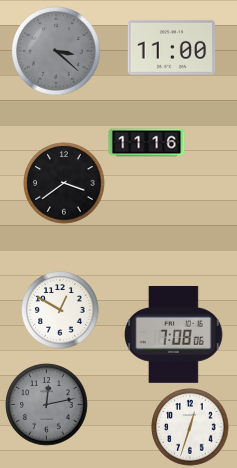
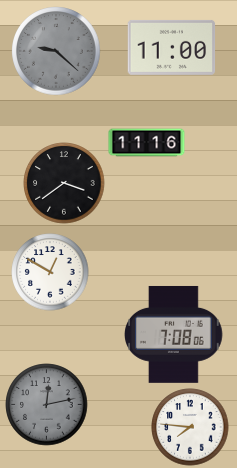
clock at (56, 51): 3:22 -> 9:22
clock at (60, 310) position: (60, 310) -> (50, 272)
clock at (190, 427): 12:33 -> 7:46
